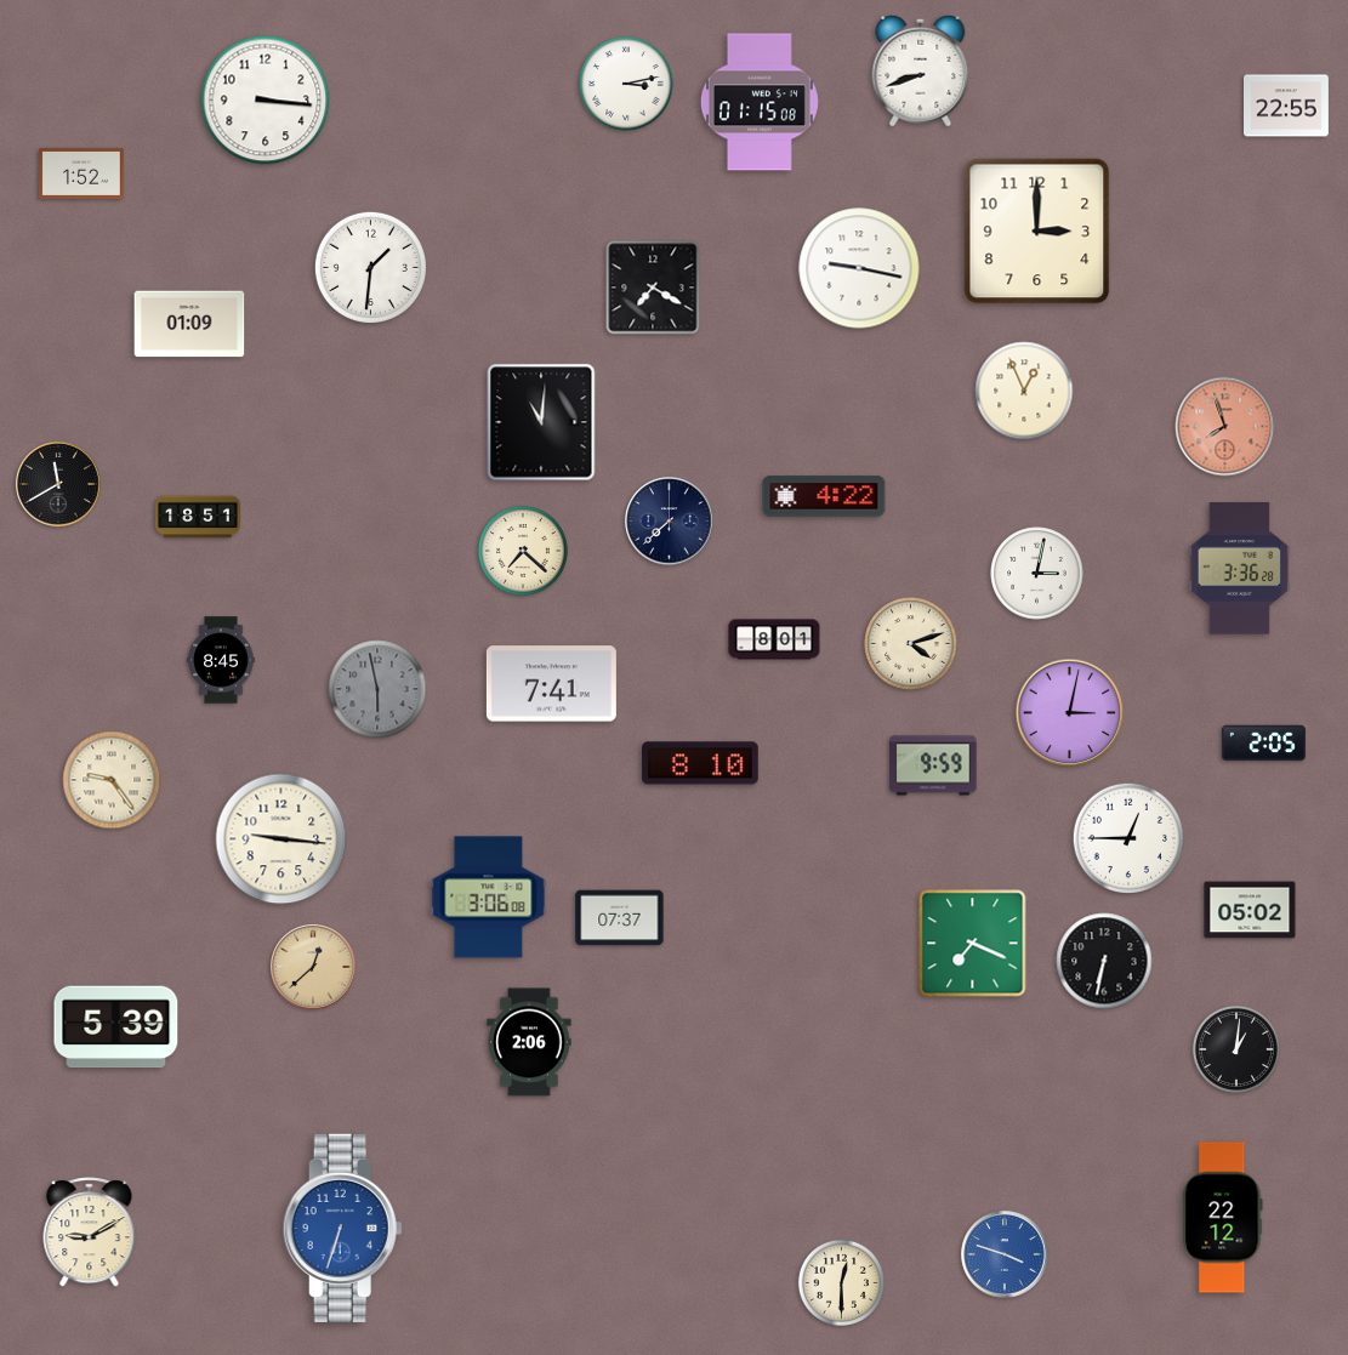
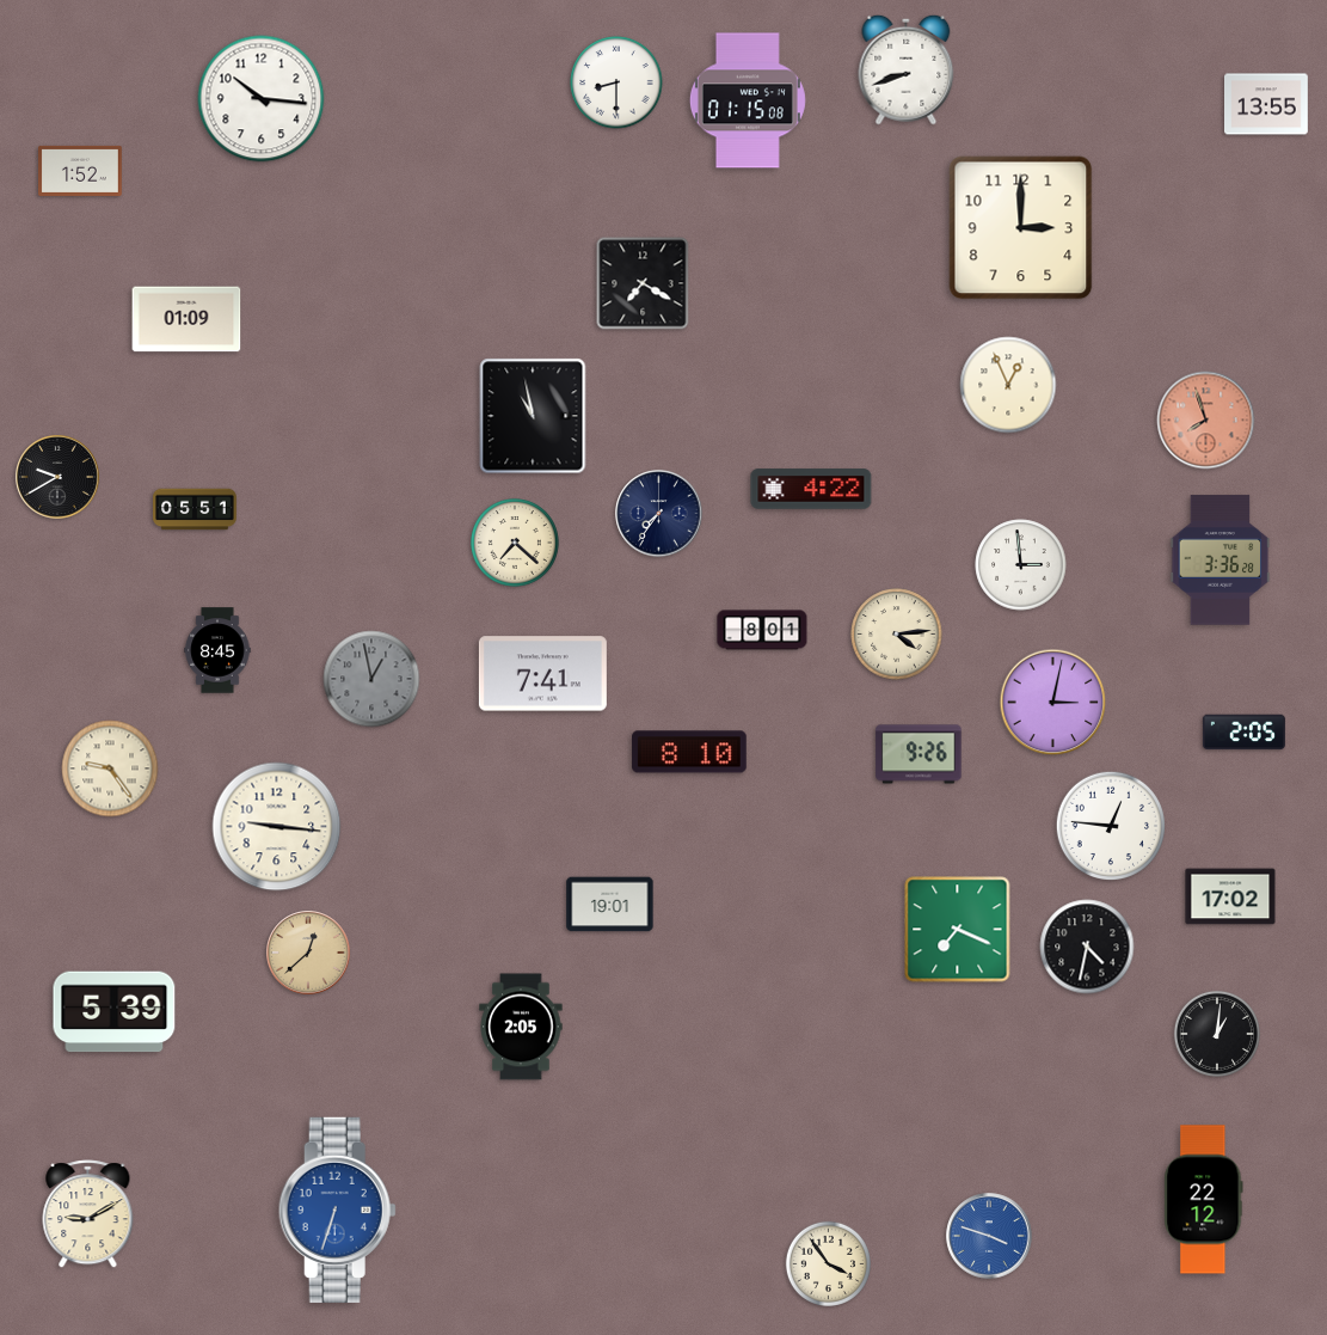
clock at (626, 84): 3:13 -> 8:30
clock at (266, 101): 3:16 -> 10:16
clock at (1287, 106): 22:55 -> 13:55
clock at (370, 267): 1:31 -> none
clock at (859, 268): 9:17 -> none
clock at (541, 422): 11:01 -> 10:58
clock at (58, 484): 11:40 -> 9:40
clock at (199, 517): 18:51 -> 05:51
clock at (670, 522): 7:38 -> 7:36
clock at (1037, 574): 3:02 -> 2:59
clock at (911, 644): 4:12 -> 4:14
clock at (377, 689): 5:58 -> 12:58
clock at (933, 765): 9:59 -> 9:26
clock at (1127, 837): 12:45 -> 12:46
clock at (489, 898): 3:06 -> none
clock at (1250, 910): 05:02 -> 17:02
clock at (620, 918): 07:37 -> 19:01
clock at (1104, 961): 6:32 -> 4:32
clock at (529, 1042): 2:06 -> 2:05
clock at (841, 1282): 12:30 -> 3:54
